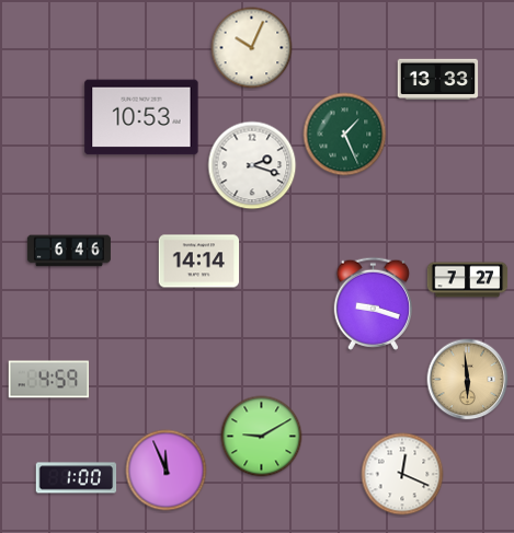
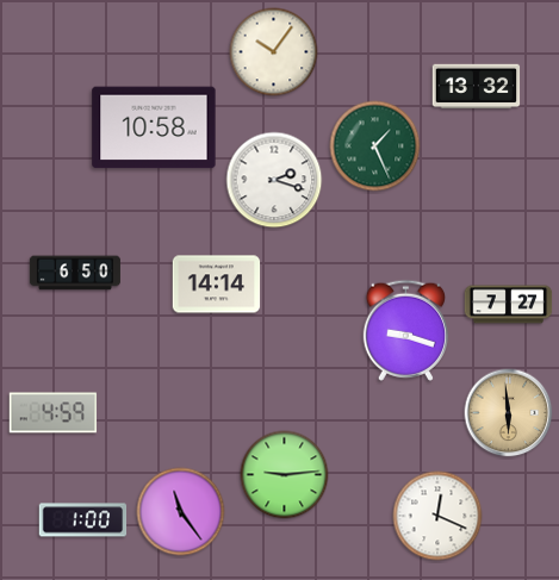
clock at (252, 48): 10:04 -> 10:06
clock at (438, 80): 13:33 -> 13:32
clock at (141, 117): 10:53 -> 10:58
clock at (69, 251): 6:46 -> 6:50
clock at (262, 437): 9:10 -> 9:14
clock at (167, 471): 11:56 -> 11:24
